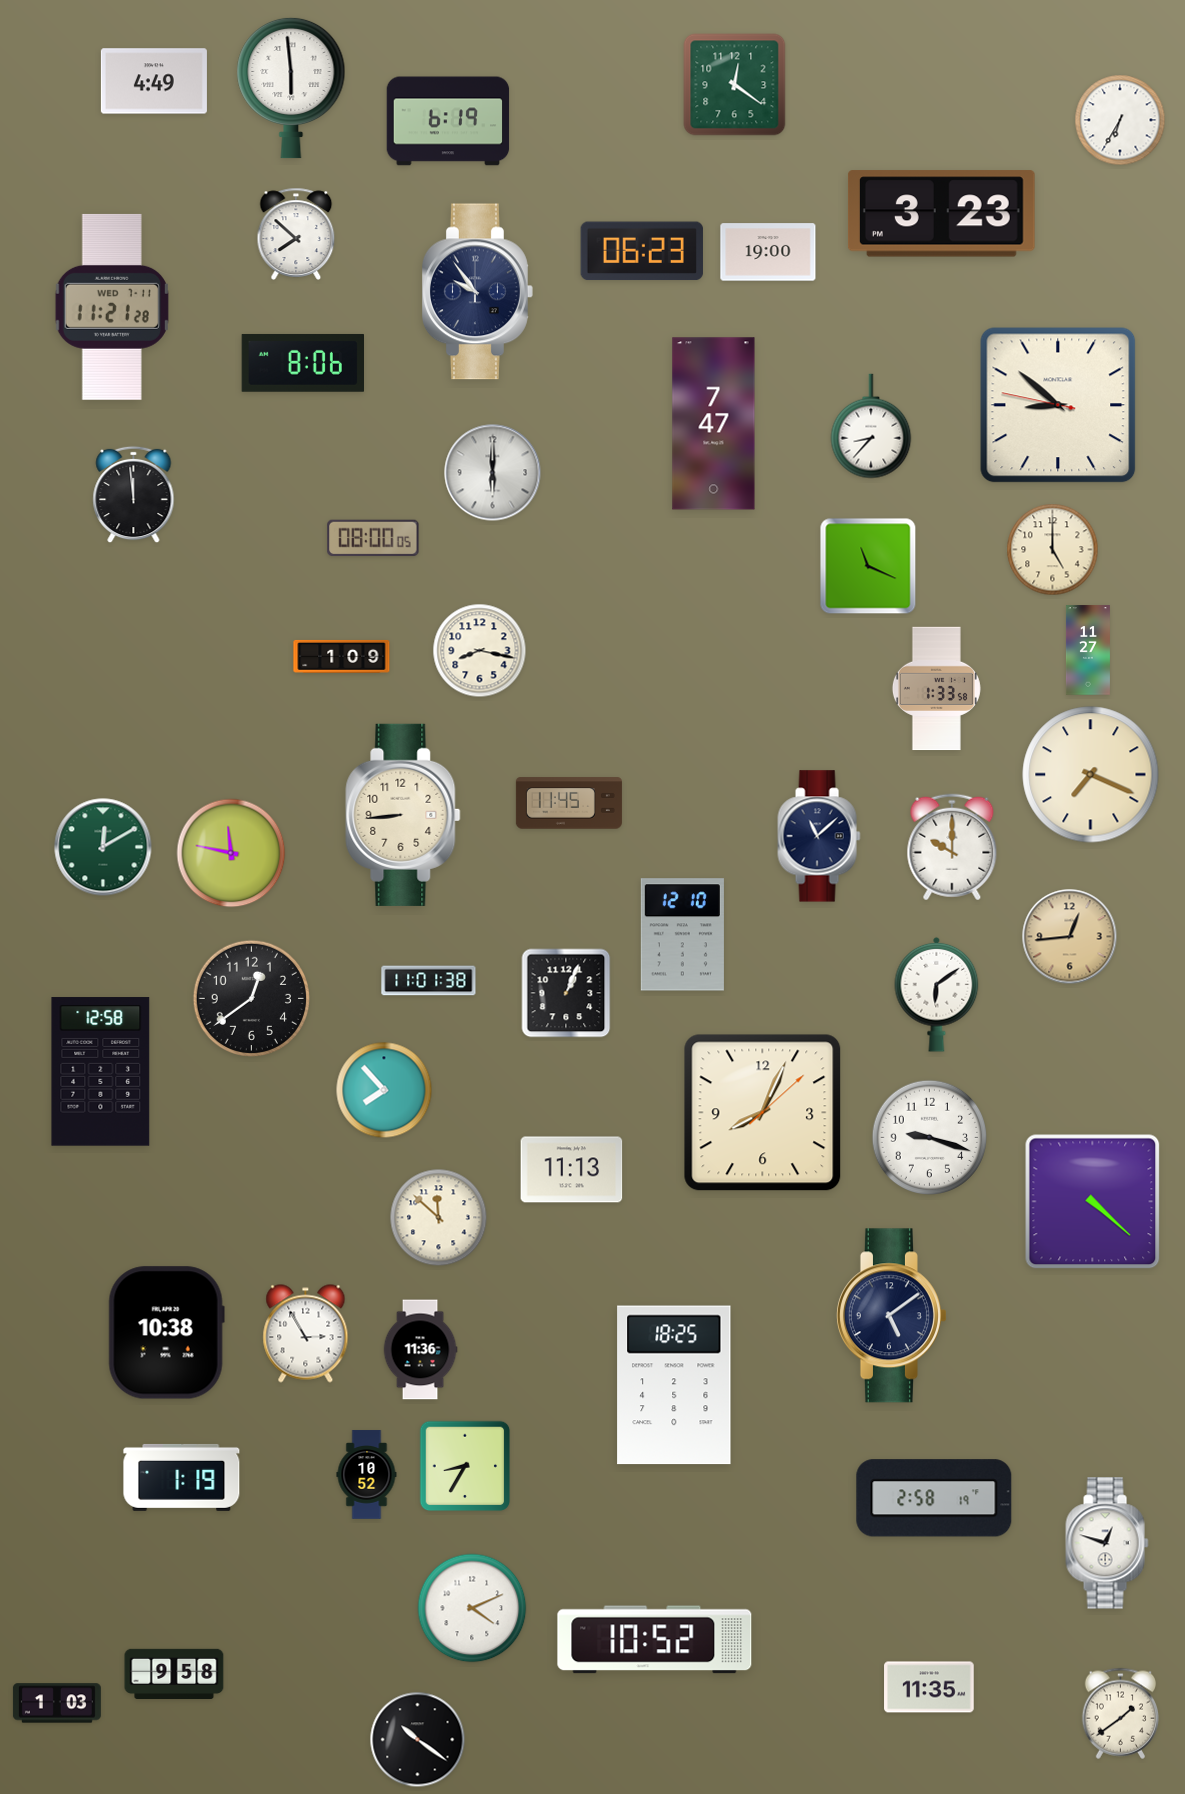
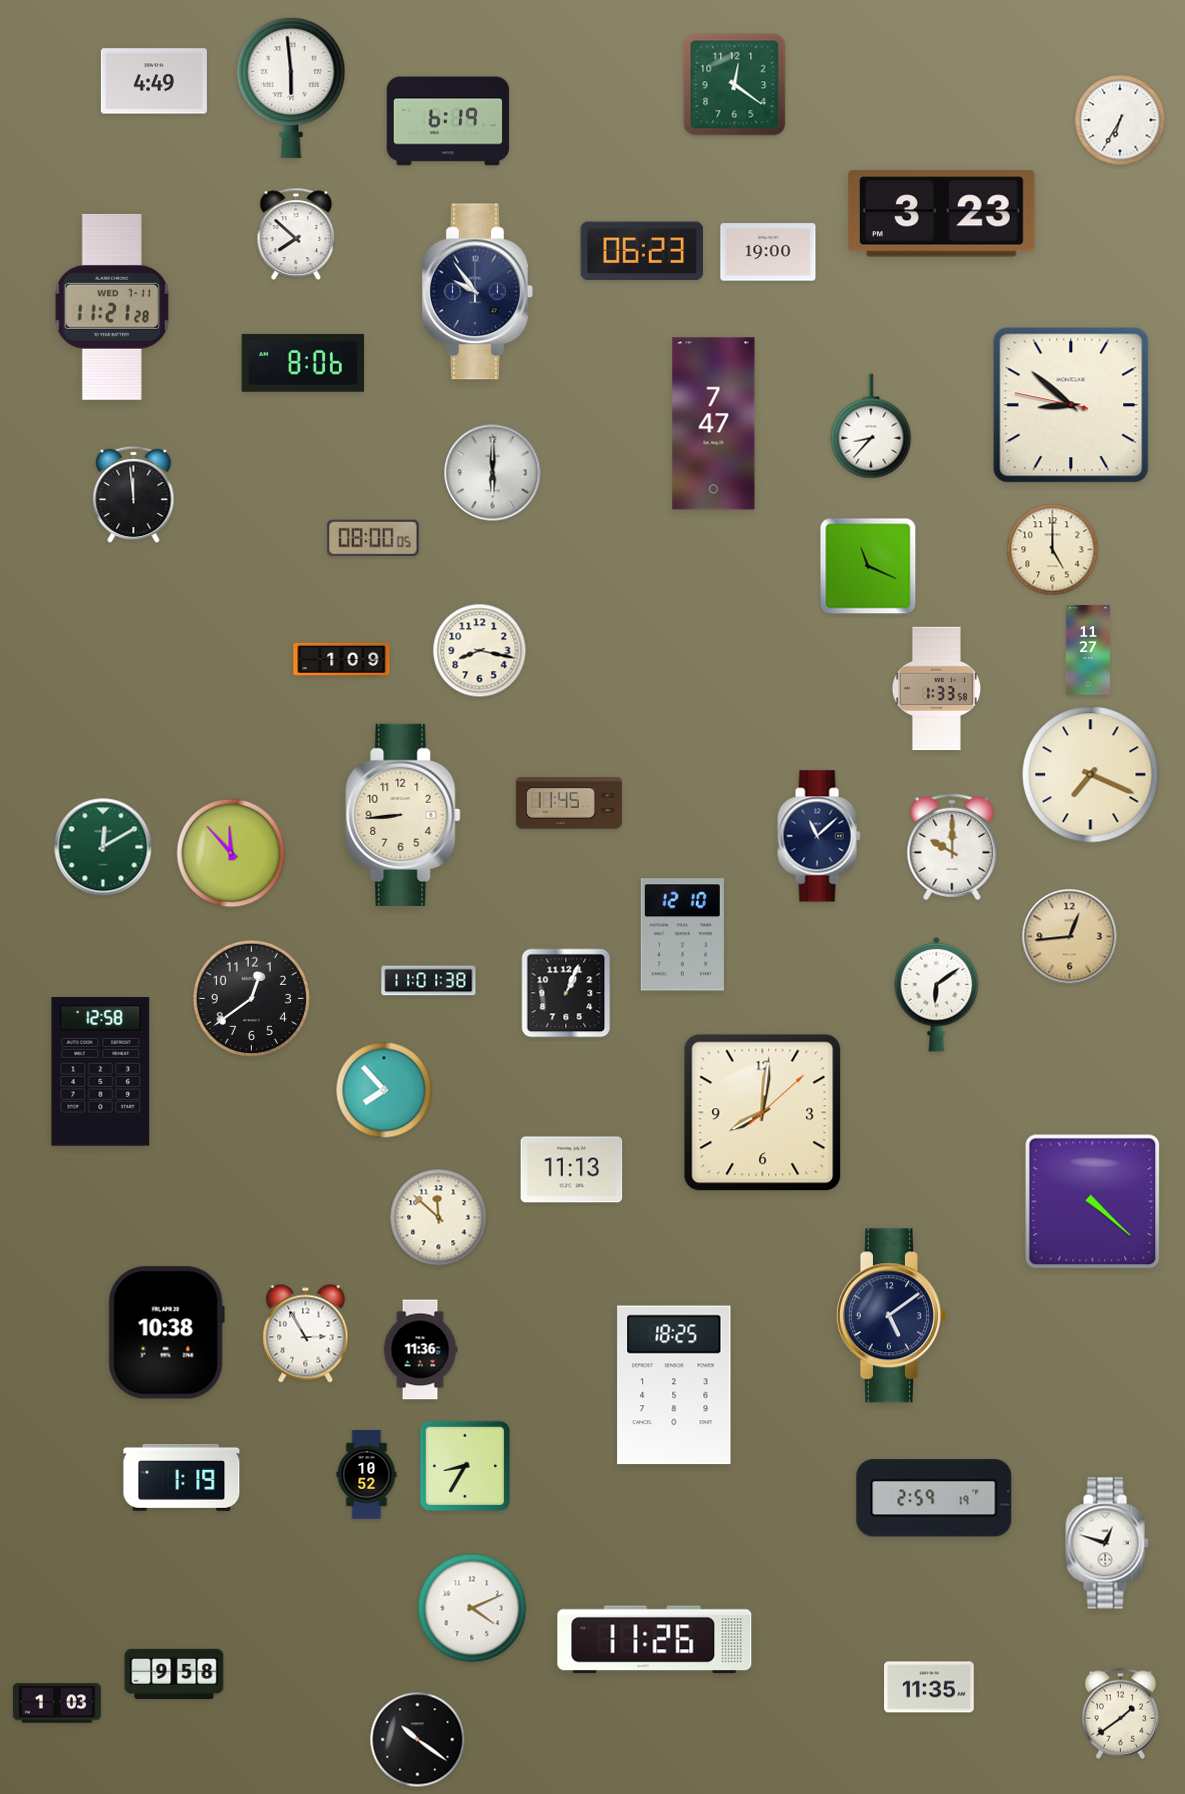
clock at (1058, 405) position: (1058, 405) -> (1071, 405)
clock at (342, 656) position: (342, 656) -> (342, 659)
clock at (231, 853): 11:47 -> 11:53
clock at (763, 1113): 8:04 -> 8:01
clock at (930, 1138): 9:18 -> none
clock at (934, 1498): 2:58 -> 2:59
clock at (655, 1640): 10:52 -> 11:26
